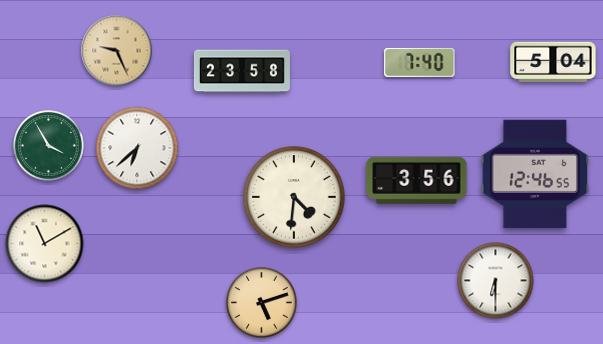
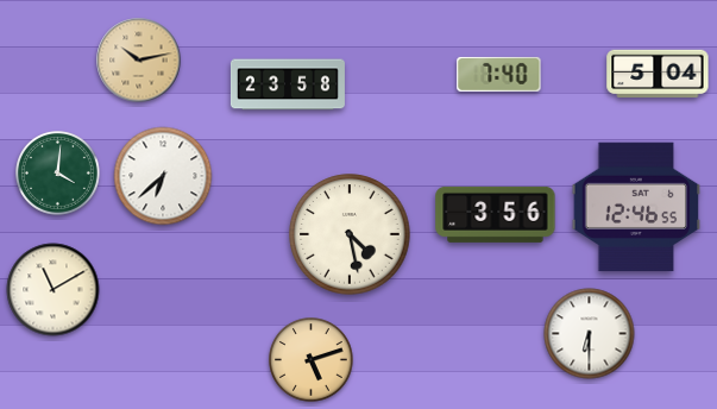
clock at (117, 51): 9:26 -> 10:13
clock at (49, 146): 3:55 -> 4:01
clock at (294, 197): 4:31 -> 4:28
